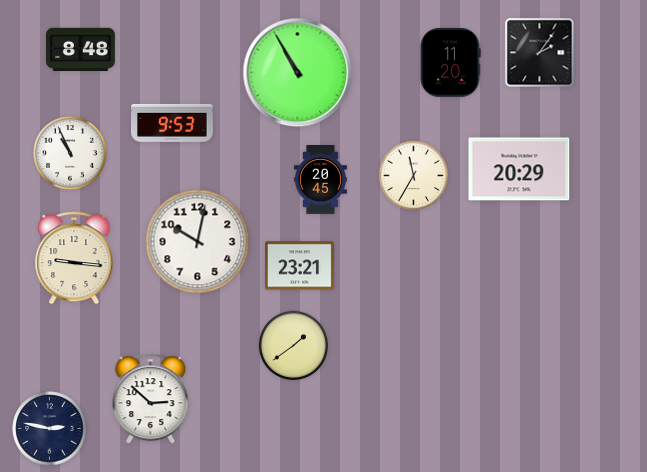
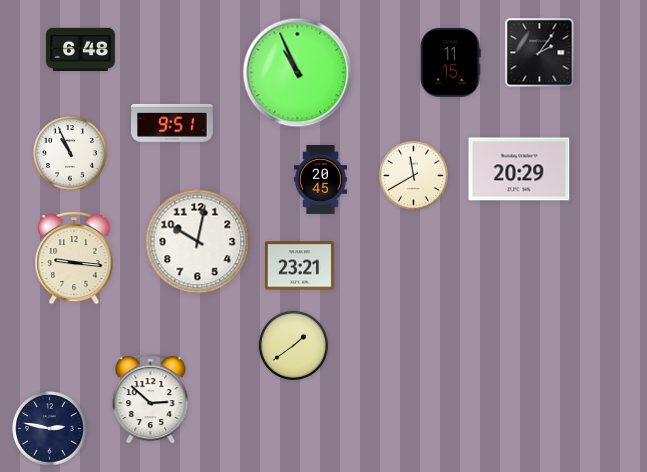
clock at (80, 49): 8:48 -> 6:48
clock at (450, 62): 11:20 -> 11:15
clock at (298, 73): 10:55 -> 10:56
clock at (172, 123): 9:53 -> 9:51
clock at (413, 175): 11:35 -> 11:40
